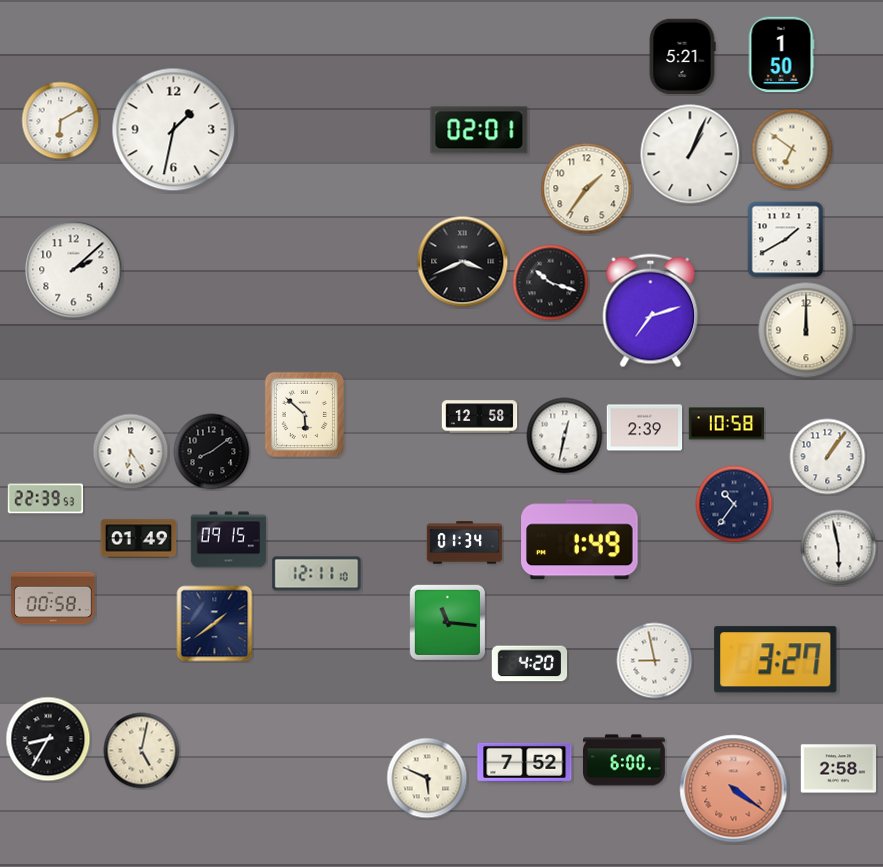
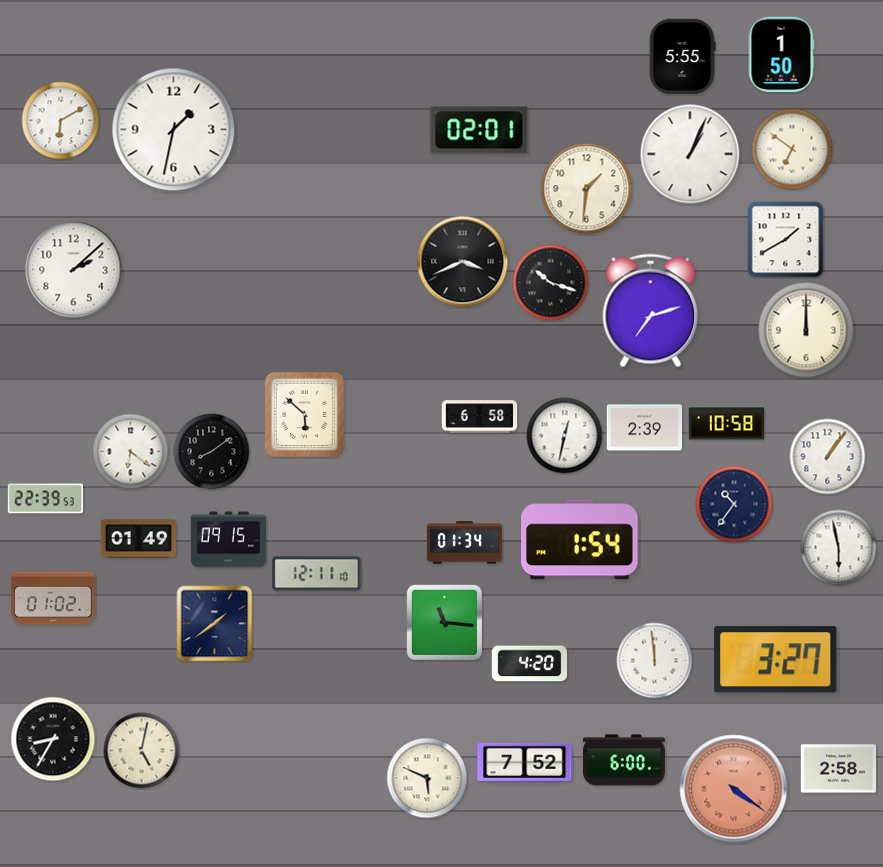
clock at (682, 57): 5:21 -> 5:55
clock at (587, 189): 1:36 -> 1:31
clock at (480, 417): 12:58 -> 6:58
clock at (131, 452): 6:24 -> 6:21
clock at (580, 540): 1:49 -> 1:54
clock at (53, 598): 00:58 -> 01:02
clock at (447, 622) position: (447, 622) -> (444, 622)
clock at (655, 661): 8:58 -> 11:59
clock at (48, 739) position: (48, 739) -> (53, 739)
